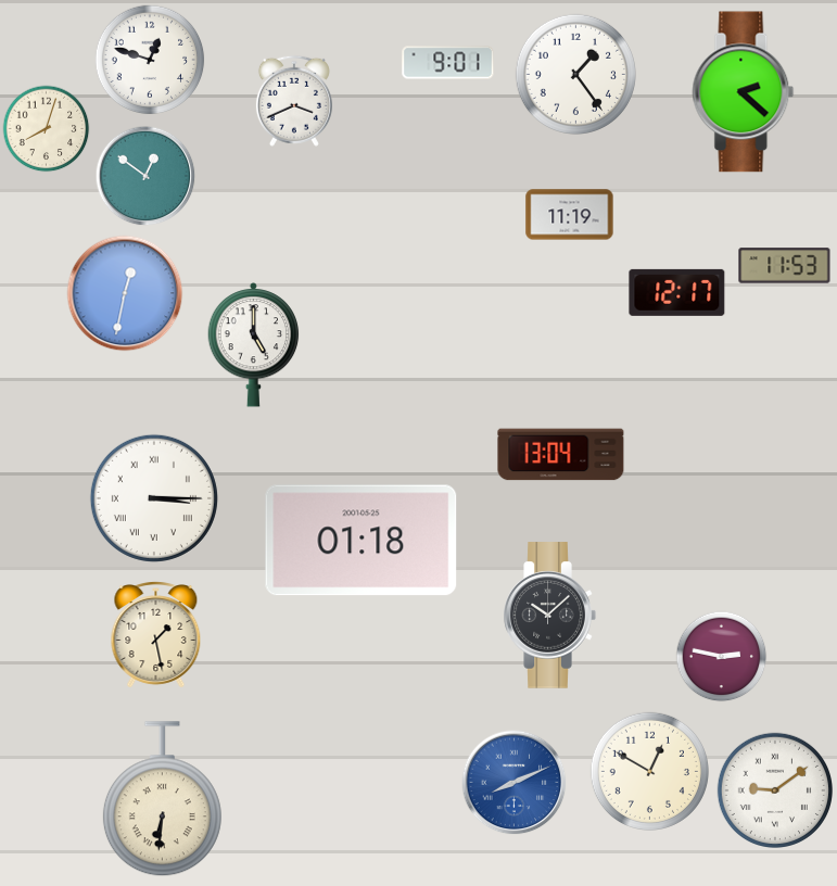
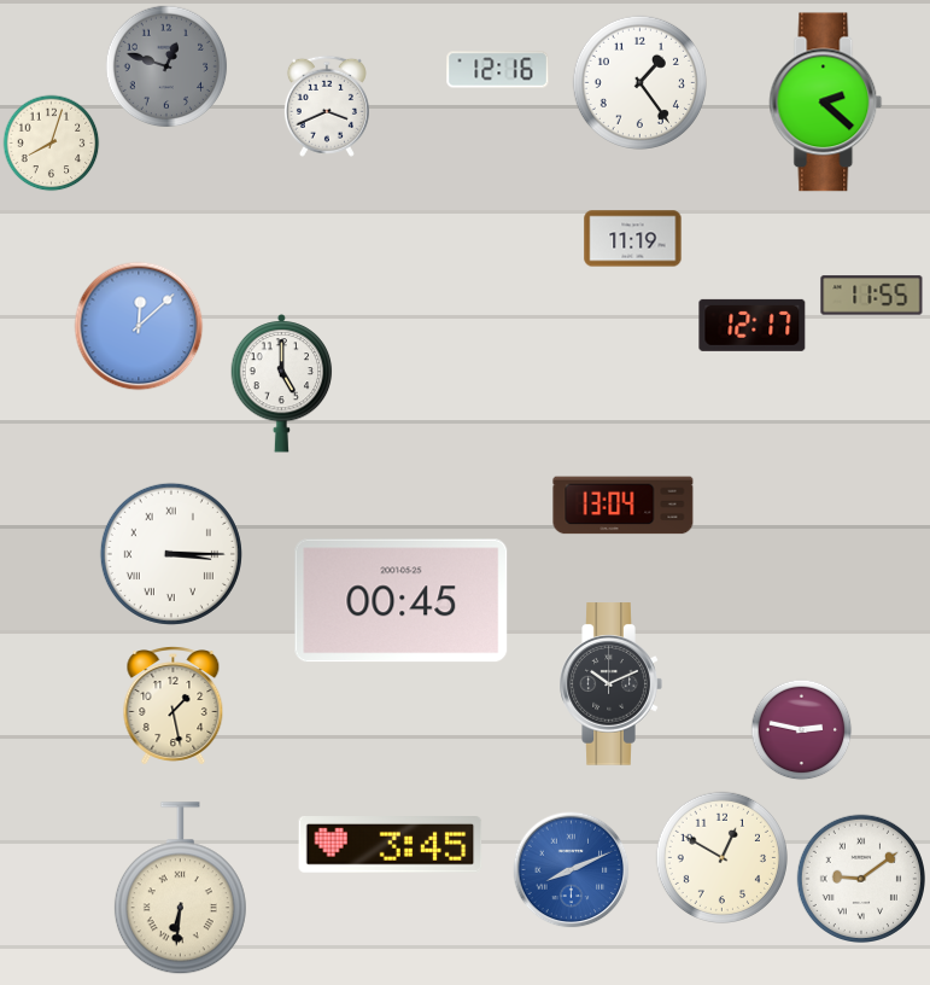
clock at (150, 60) dial: white -> grey
clock at (448, 63): 9:01 -> 12:16
clock at (294, 101) position: (294, 101) -> (327, 106)
clock at (145, 176): 12:51 -> none
clock at (785, 266): 11:53 -> 11:55
clock at (125, 293): 12:32 -> 12:08
clock at (362, 541): 01:18 -> 00:45
clock at (549, 616): 10:08 -> 10:11
clock at (391, 845): none -> 3:45
